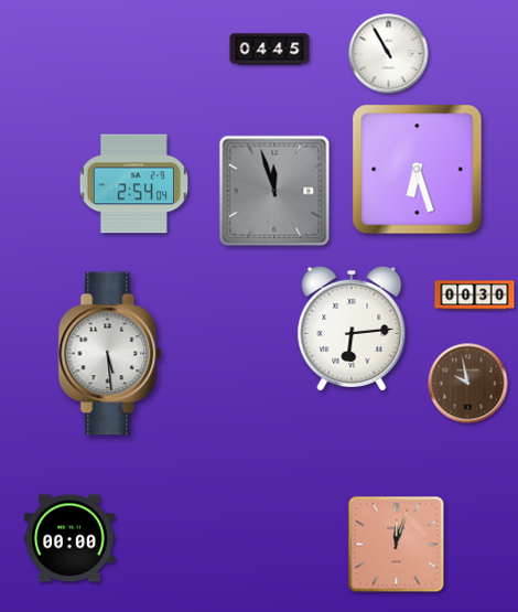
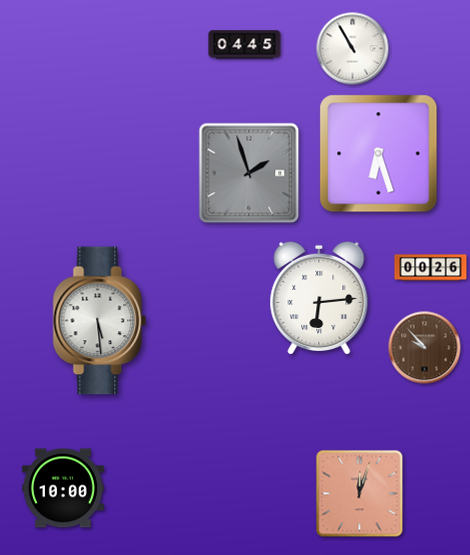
clock at (133, 184): 2:54 -> none
clock at (274, 191): 11:57 -> 1:57
clock at (475, 296): 00:30 -> 00:26
clock at (468, 384): 9:58 -> 9:53
clock at (69, 538): 00:00 -> 10:00
